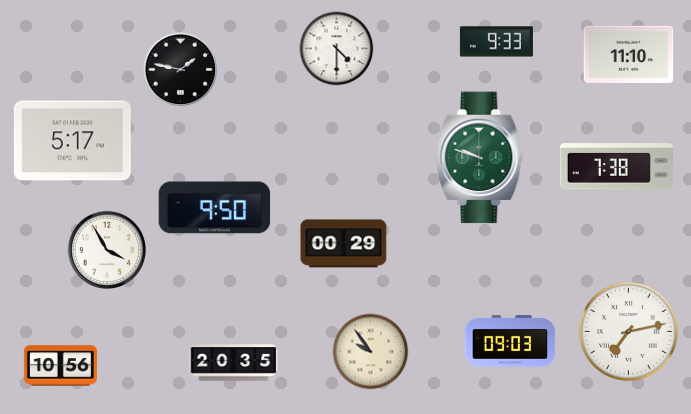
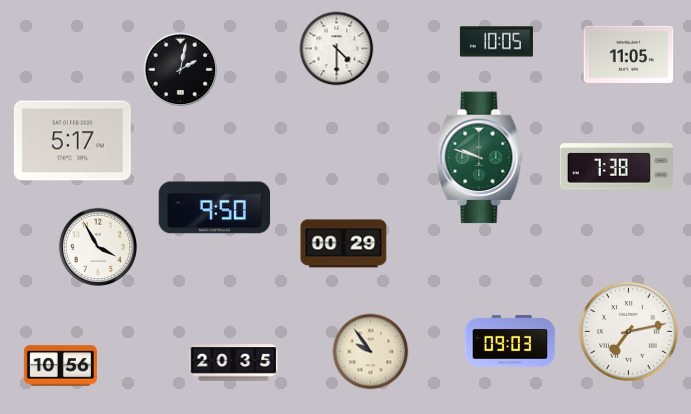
clock at (496, 42): 9:33 -> 10:05
clock at (629, 54): 11:10 -> 11:05
clock at (181, 70): 1:47 -> 2:02
clock at (106, 249) position: (106, 249) -> (97, 246)
